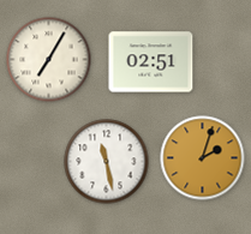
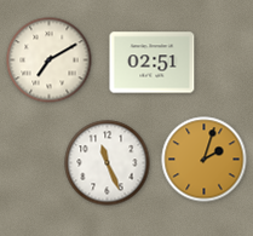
clock at (49, 60): 7:05 -> 7:10
clock at (107, 162): 11:28 -> 11:26
